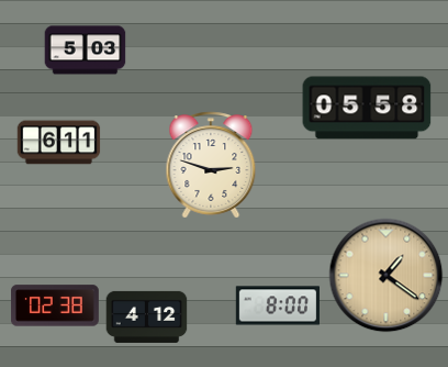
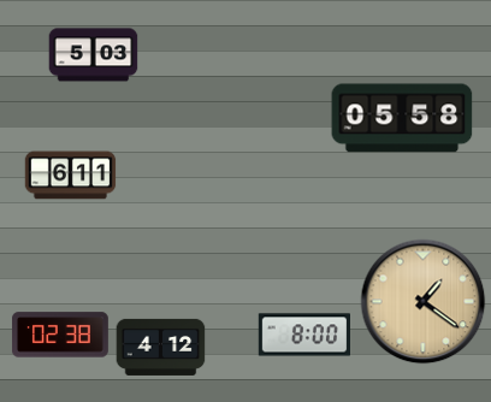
clock at (59, 143) position: (59, 143) -> (71, 176)
clock at (211, 165): 2:48 -> none
